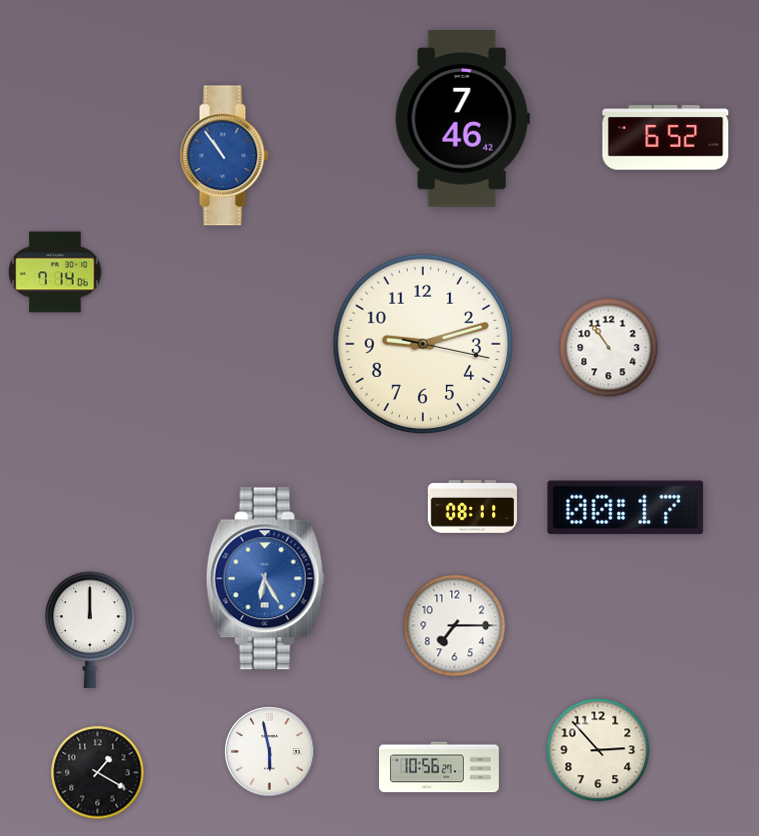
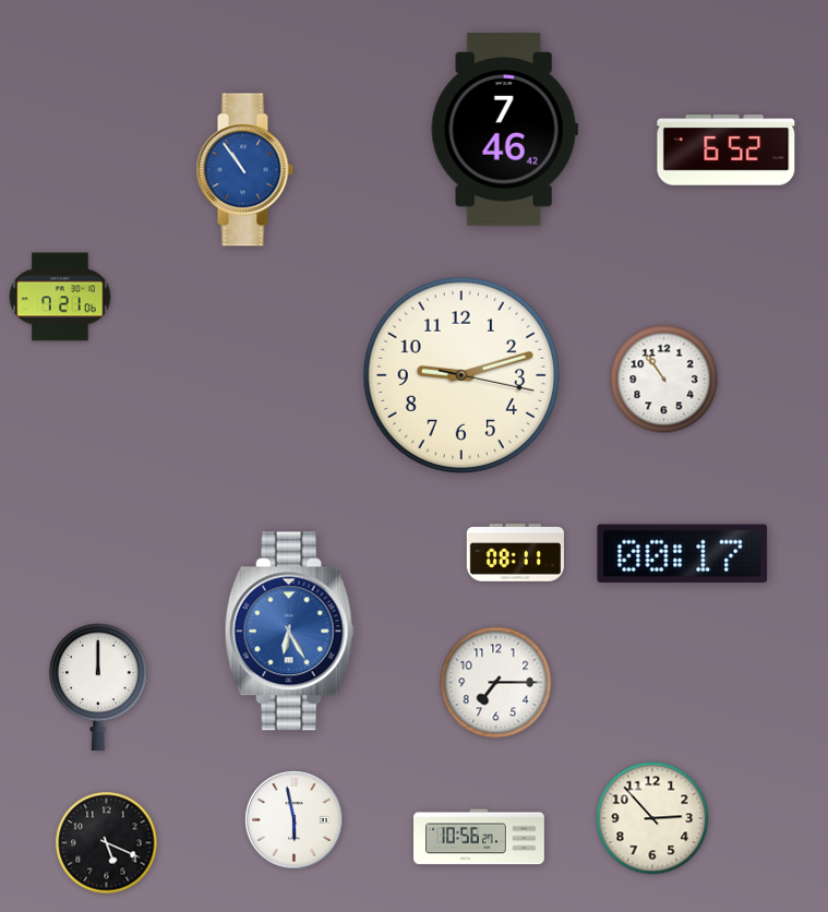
clock at (55, 272): 7:14 -> 7:21
clock at (98, 773): 1:20 -> 5:19
